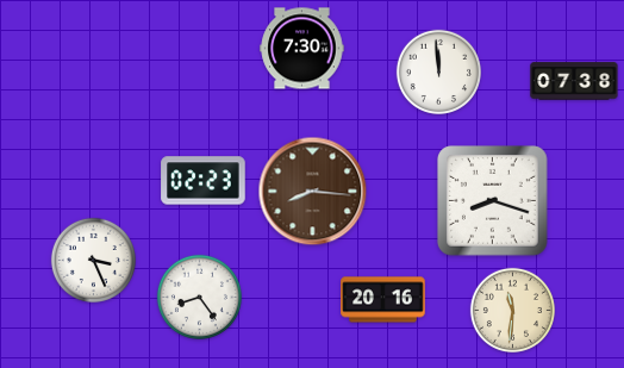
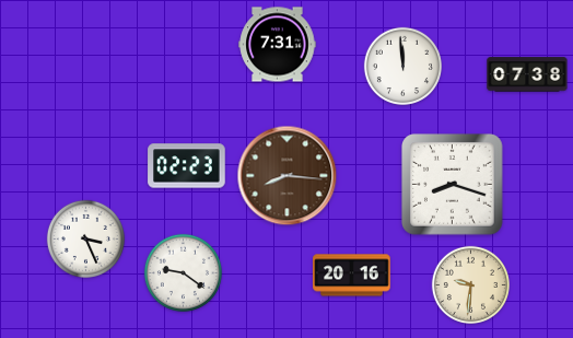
clock at (302, 49): 7:30 -> 7:31
clock at (199, 297): 8:24 -> 9:21
clock at (512, 310): 11:31 -> 9:31
